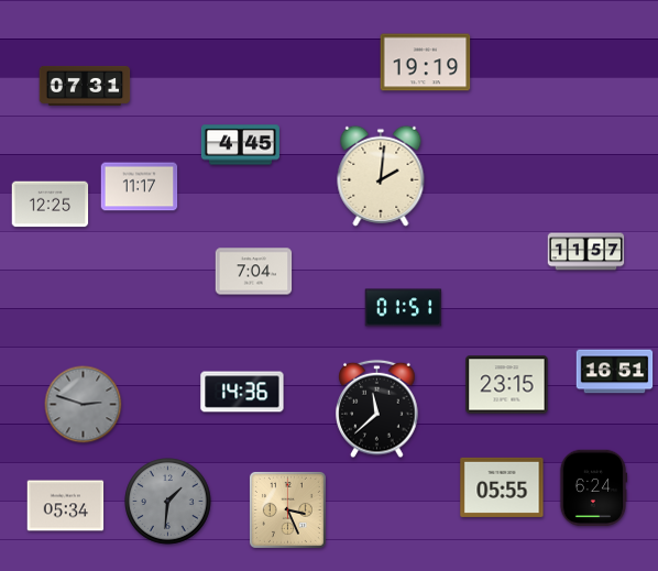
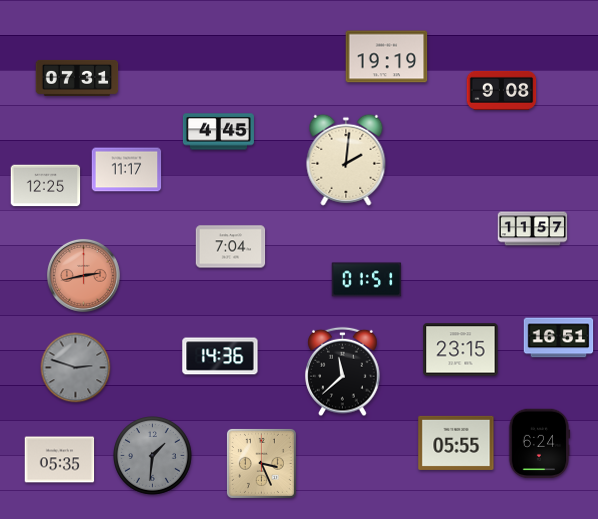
clock at (502, 90): none -> 9:08
clock at (83, 275): none -> 2:43
clock at (66, 506): 05:34 -> 05:35
